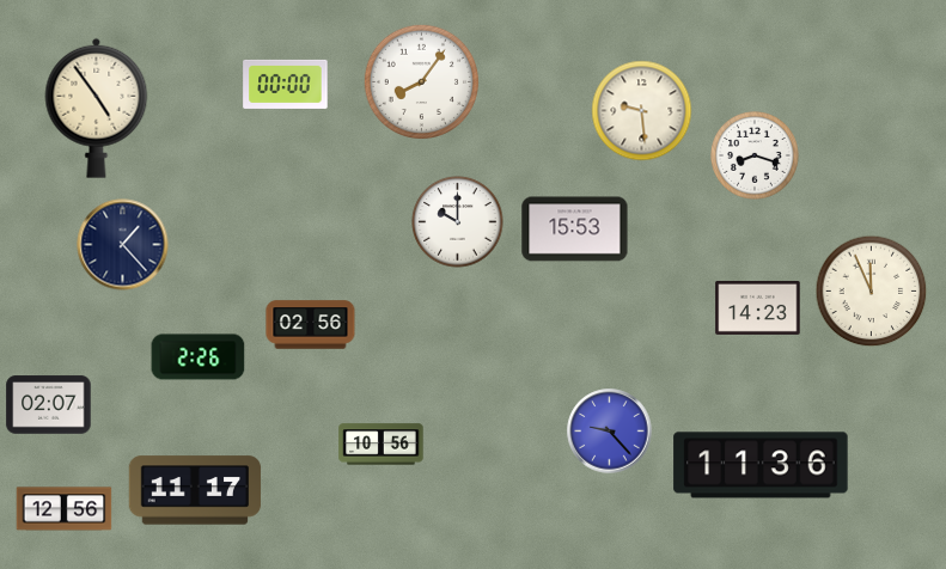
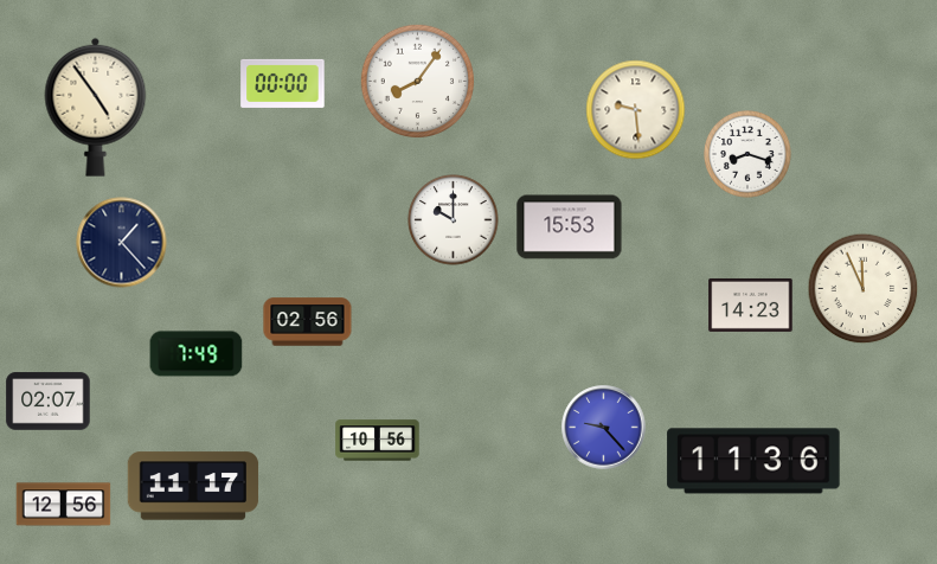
clock at (199, 357): 2:26 -> 7:49
